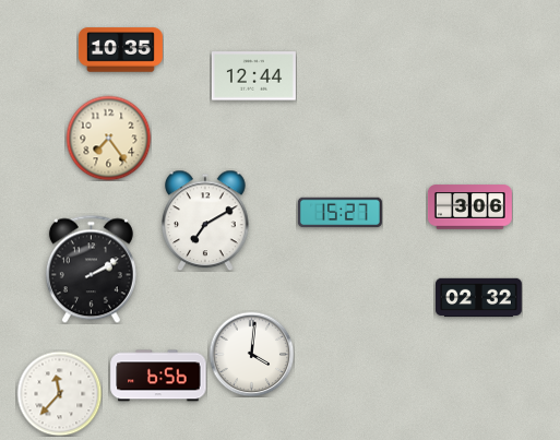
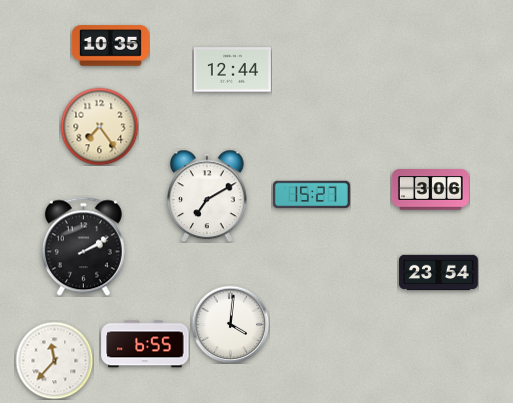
clock at (206, 221) position: (206, 221) -> (208, 196)
clock at (479, 298): 02:32 -> 23:54
clock at (158, 376): 6:56 -> 6:55
